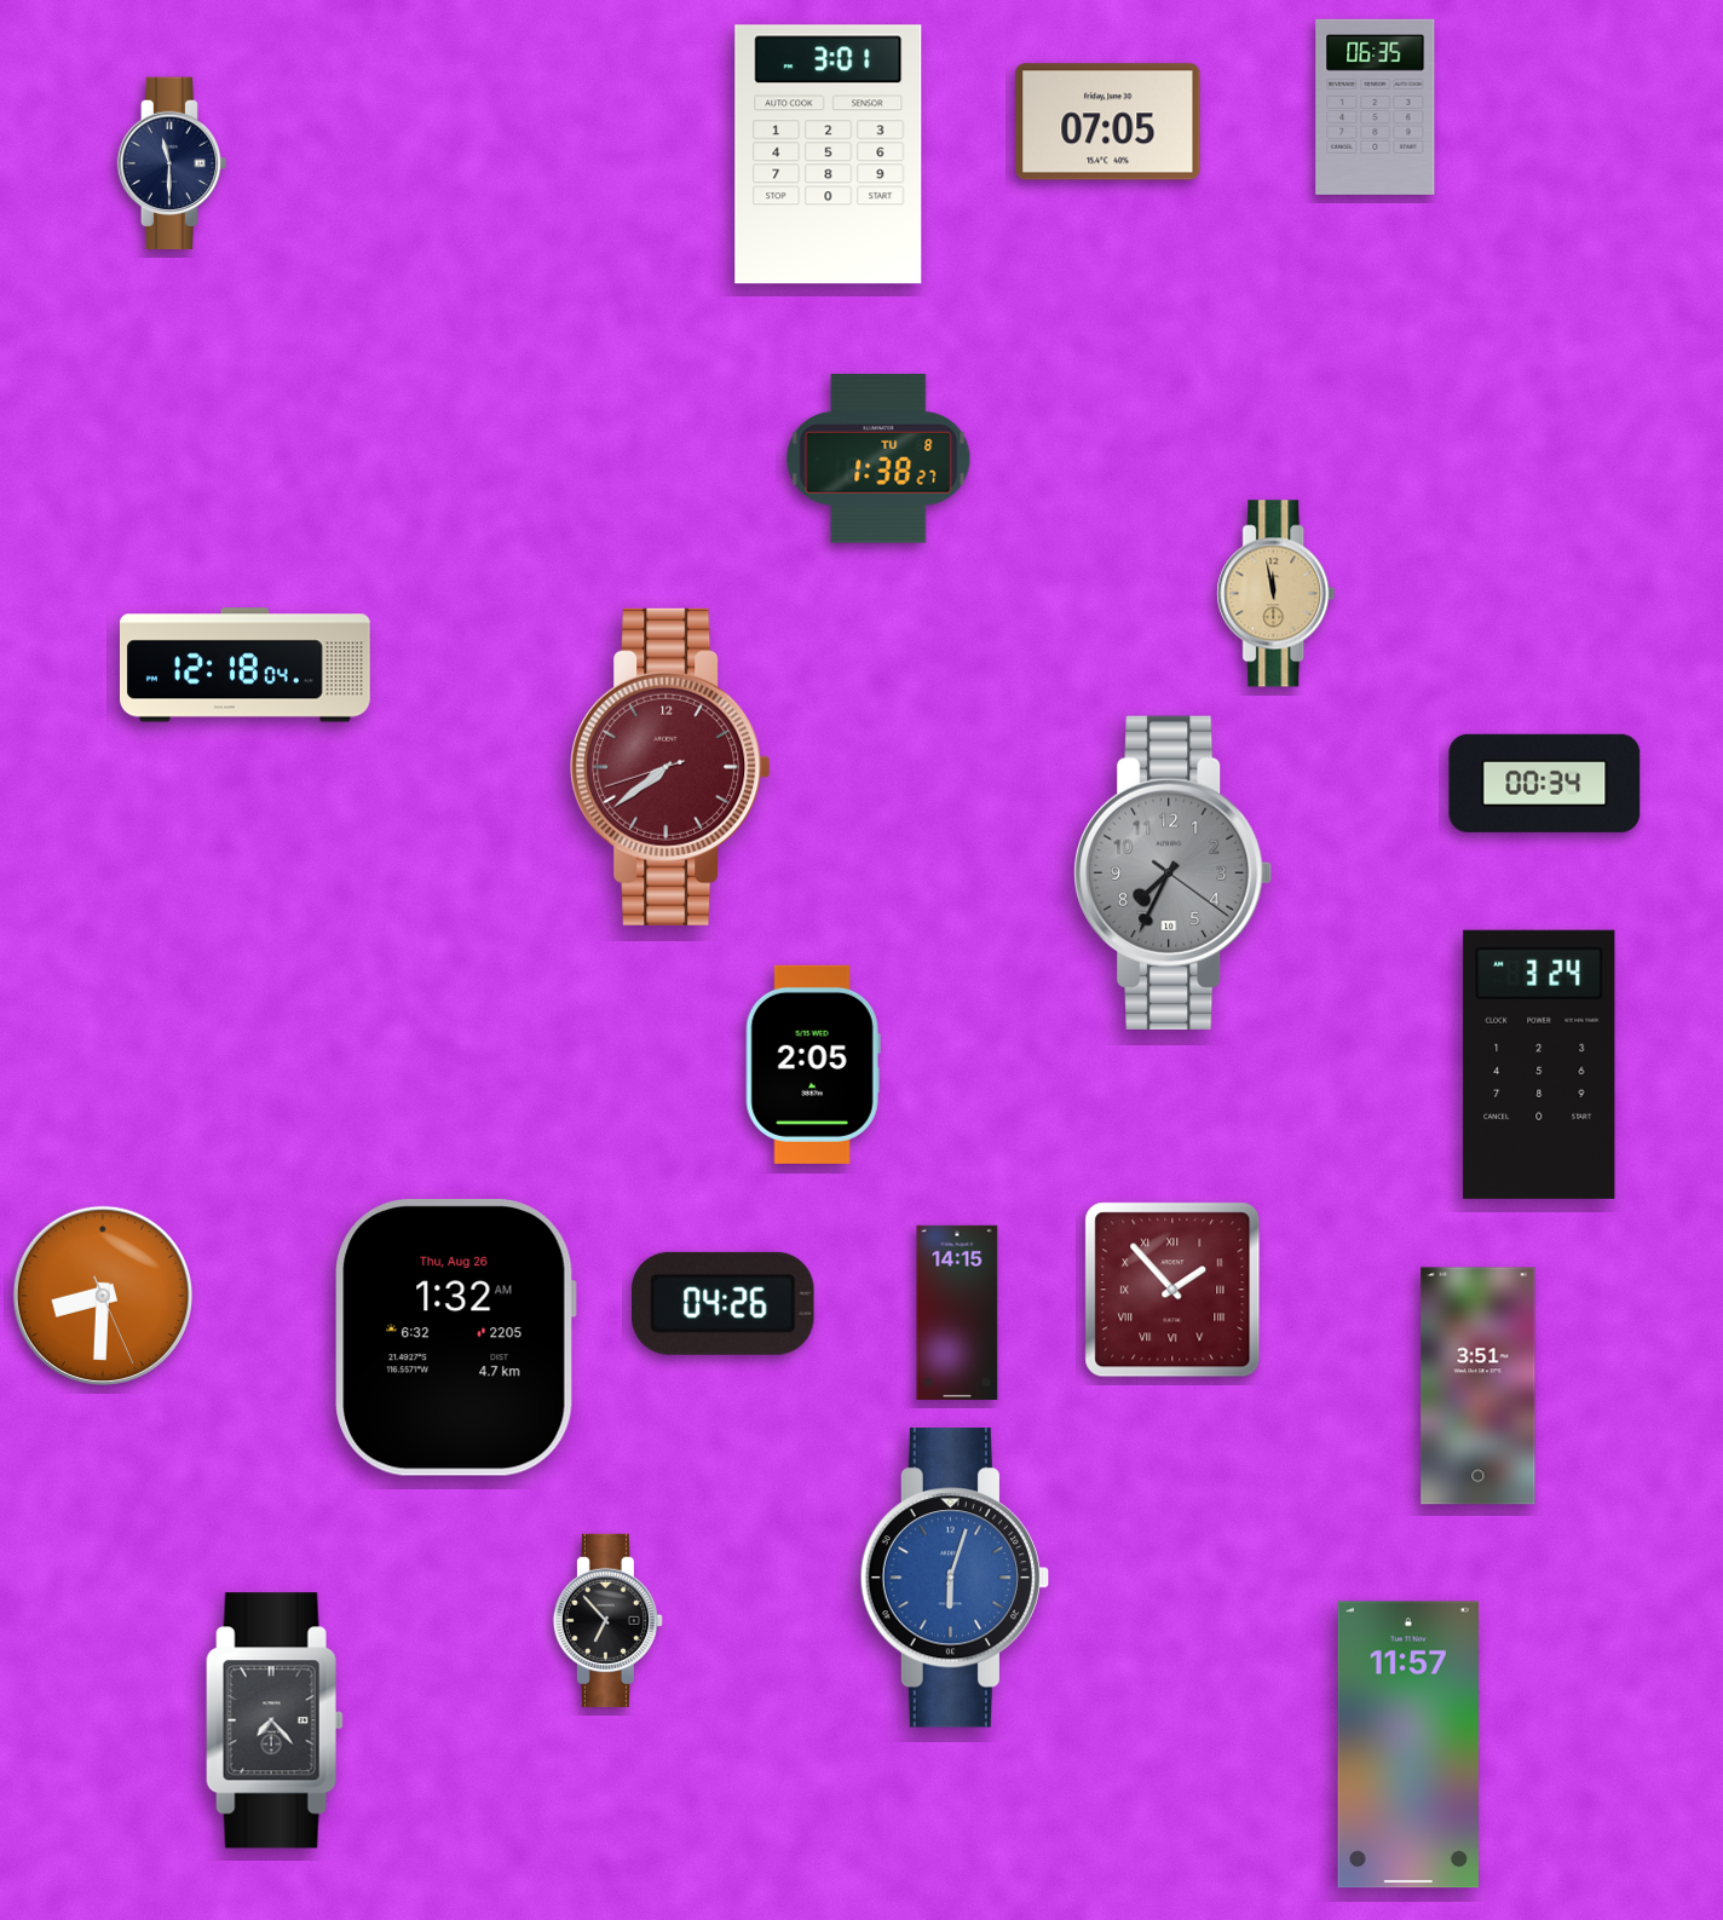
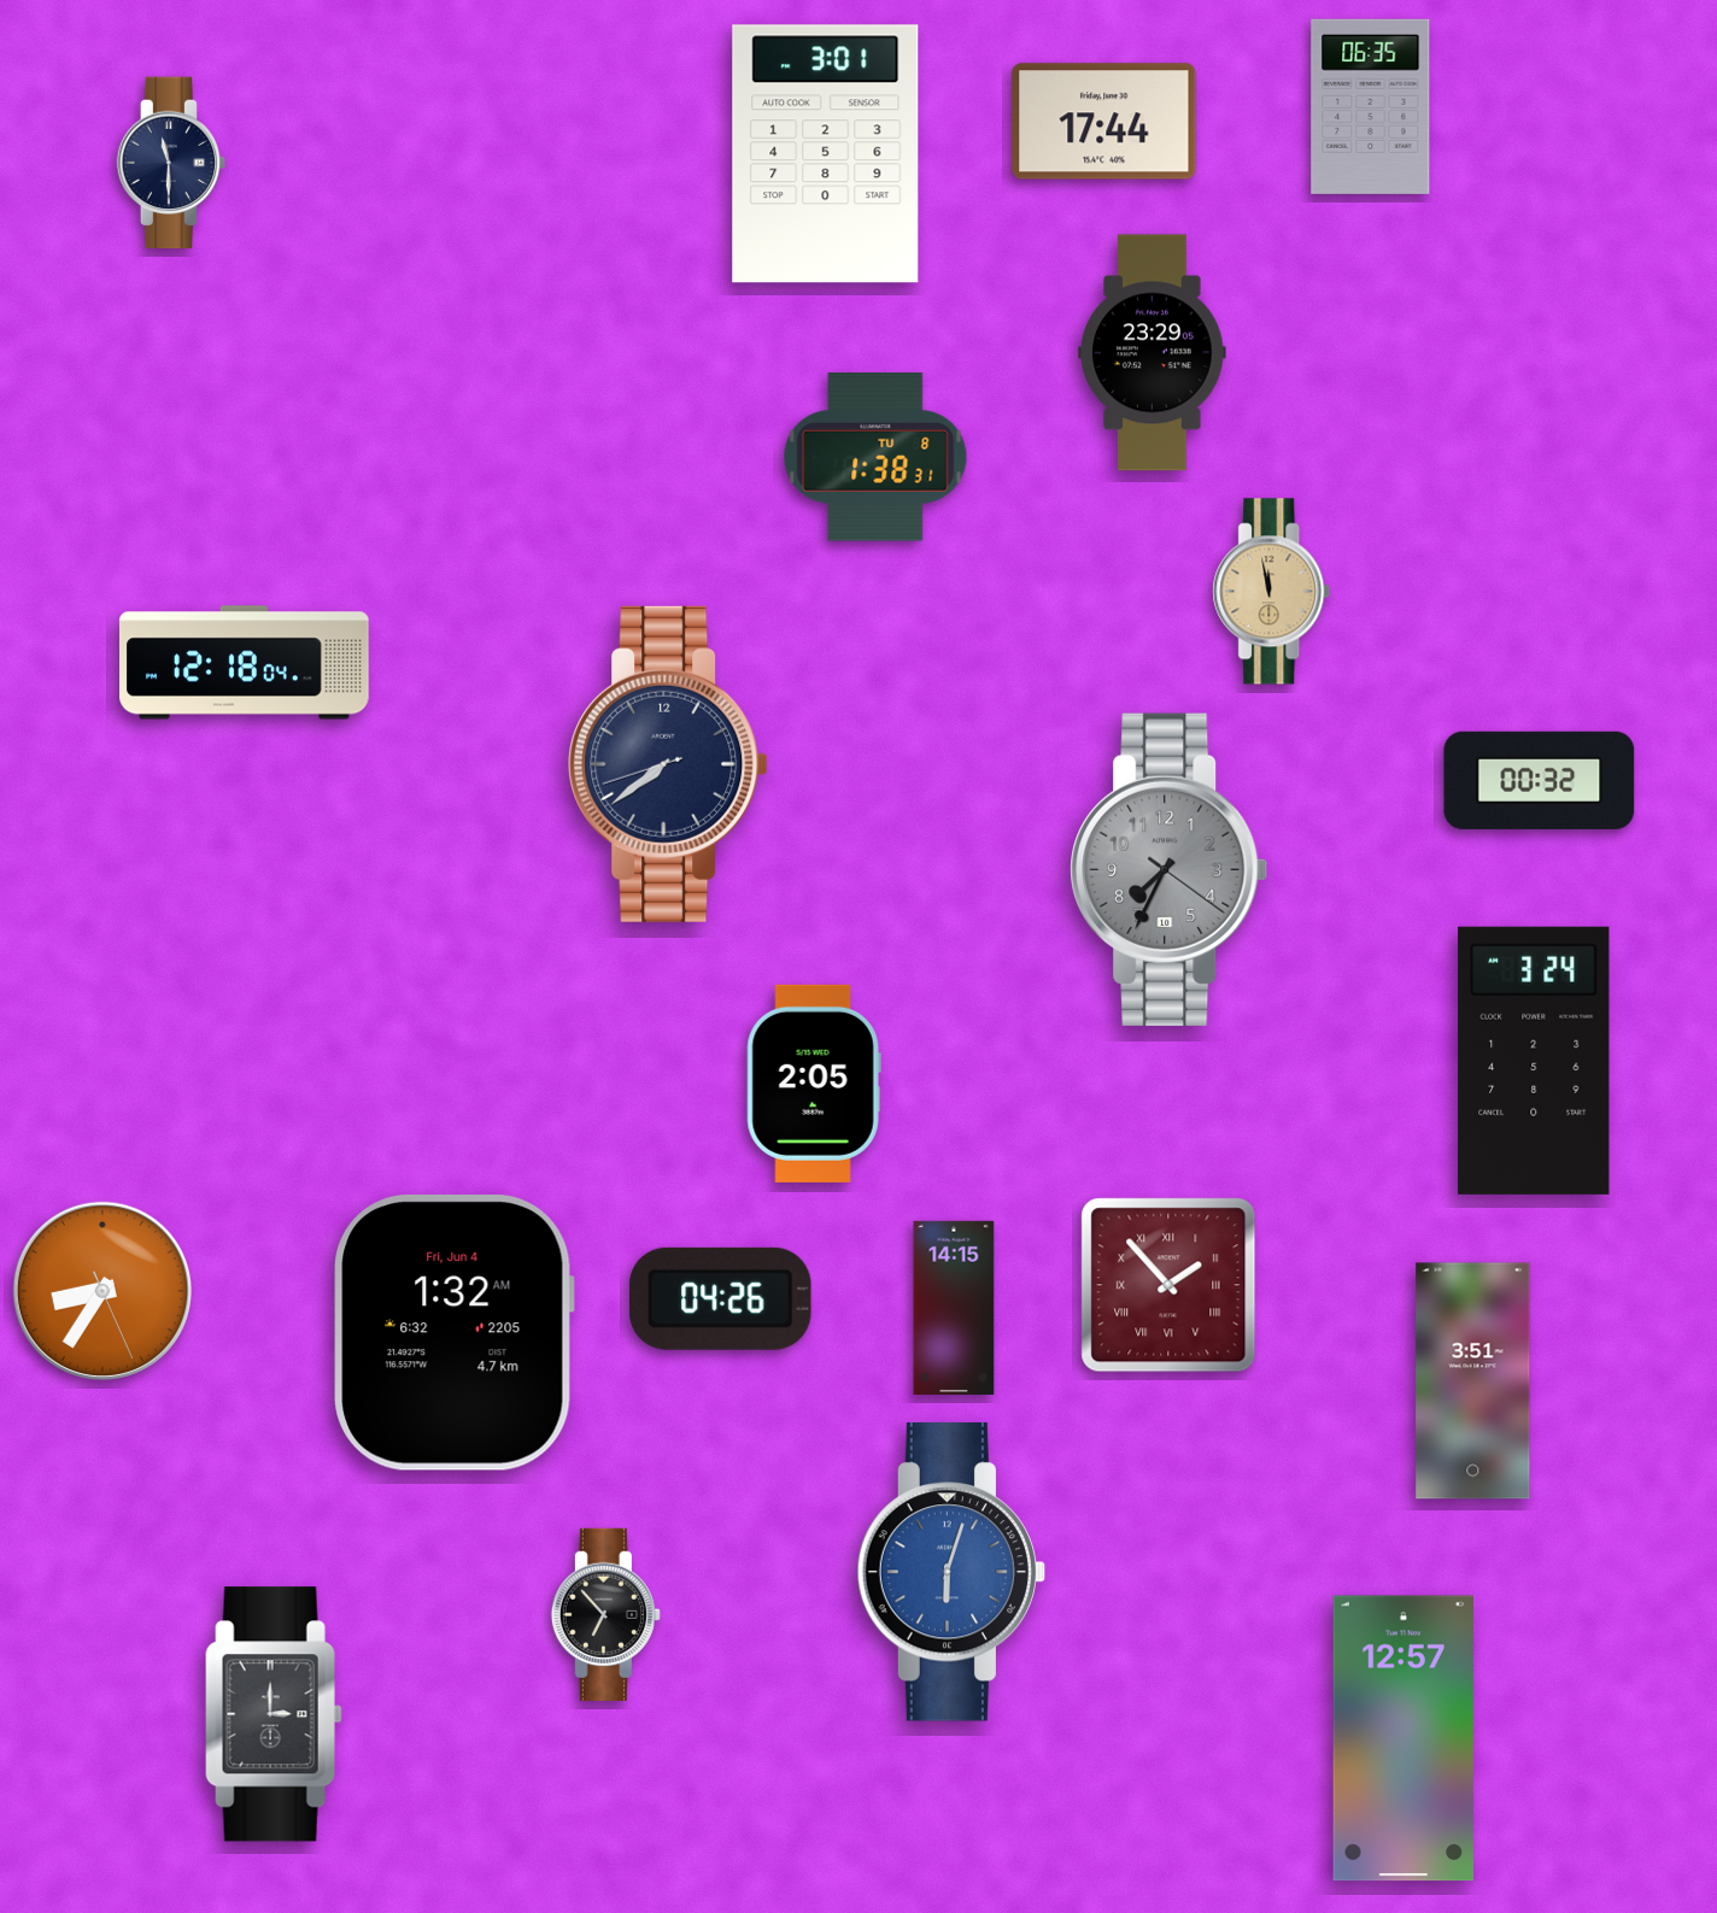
clock at (1108, 122): 07:05 -> 17:44
clock at (1153, 353): none -> 23:29
clock at (878, 459): 1:38:27 -> 1:38:31
clock at (670, 767) dial: burgundy -> navy
clock at (1545, 783): 00:34 -> 00:32
clock at (813, 1065) position: (813, 1065) -> (814, 1084)
clock at (103, 1296): 8:30 -> 8:35
clock at (455, 1337) date: Thu, Aug 26 -> Fri, Jun 4
clock at (275, 1720): 7:23 -> 3:00
clock at (1407, 1745): 11:57 -> 12:57
